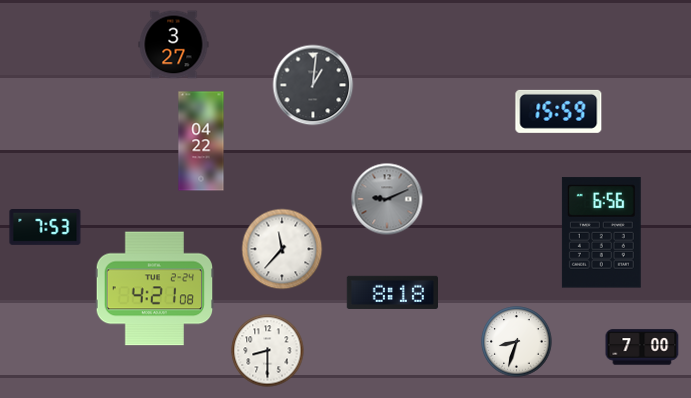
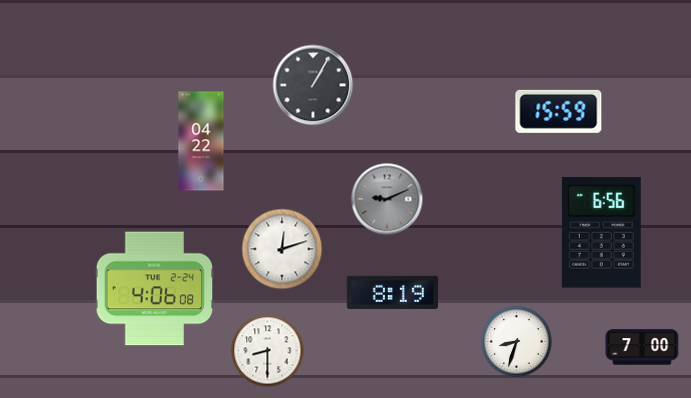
clock at (174, 45): 3:27 -> none
clock at (313, 85): 1:01 -> 1:05
clock at (45, 228): 7:53 -> none
clock at (282, 249): 11:37 -> 12:12
clock at (155, 289): 4:21 -> 4:06
clock at (392, 292): 8:18 -> 8:19
